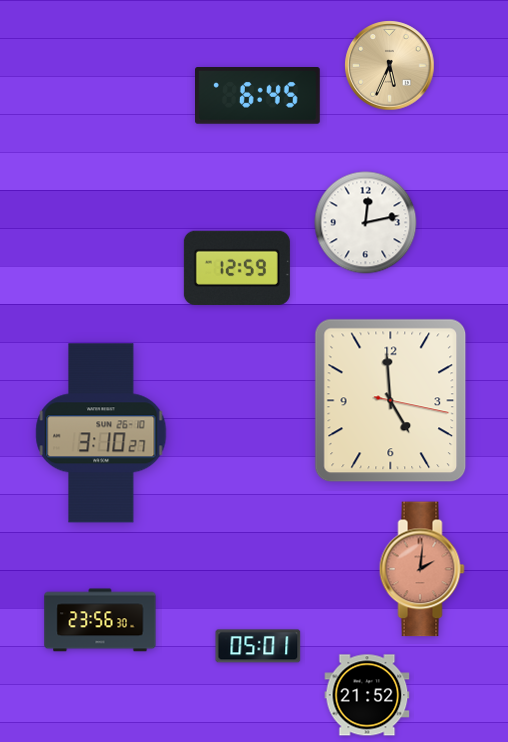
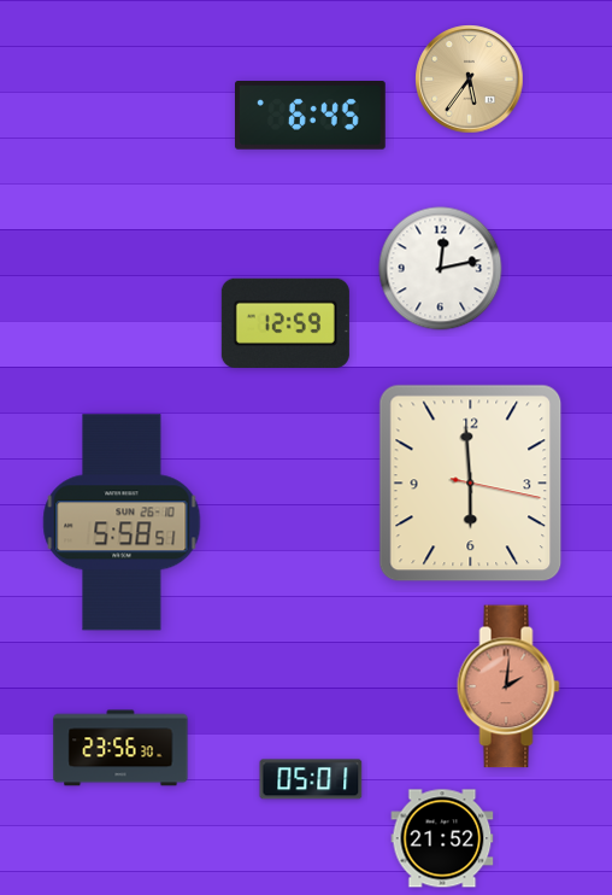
clock at (390, 66): 5:34 -> 5:36
clock at (391, 401): 4:59 -> 5:59
clock at (101, 433): 3:10 -> 5:58
